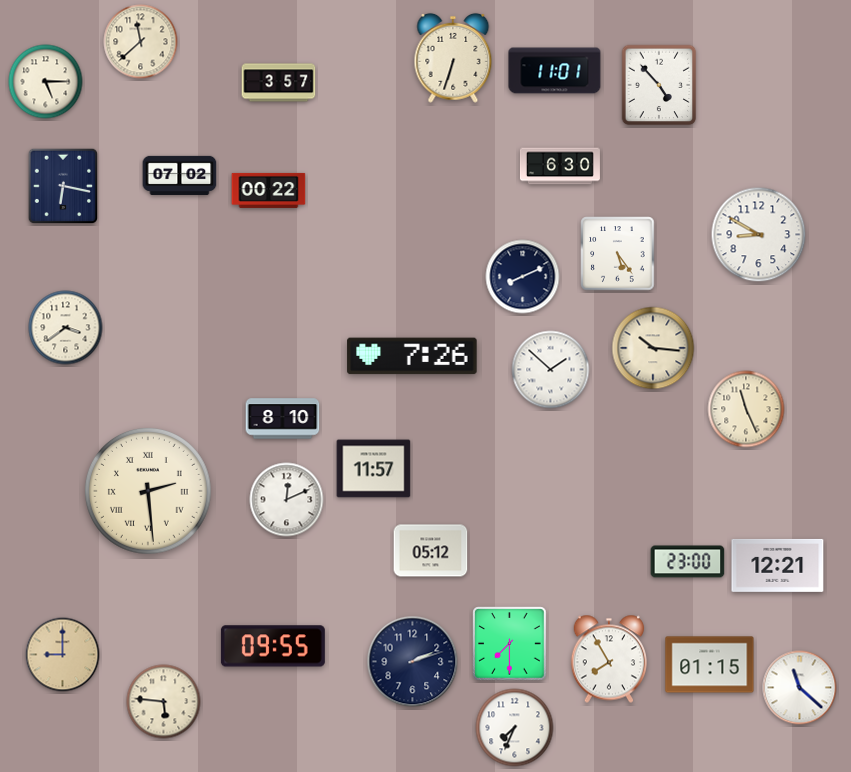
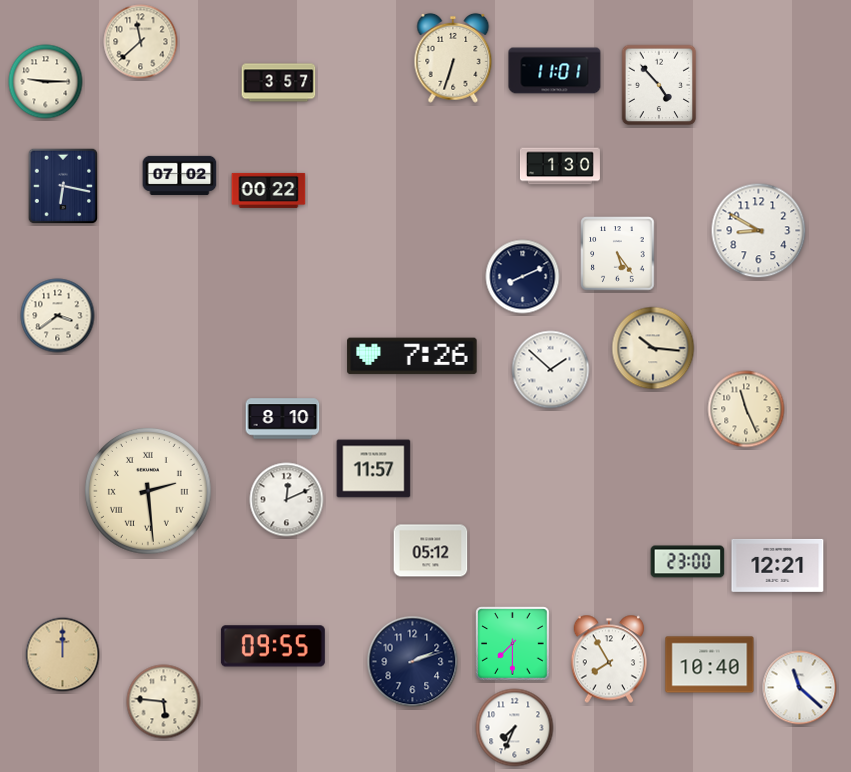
clock at (46, 82): 5:15 -> 9:15
clock at (560, 166): 6:30 -> 1:30
clock at (759, 235) position: (759, 235) -> (759, 231)
clock at (66, 328) position: (66, 328) -> (58, 316)
clock at (510, 644) position: (510, 644) -> (513, 644)
clock at (63, 655): 9:00 -> 12:00
clock at (710, 665): 01:15 -> 10:40
